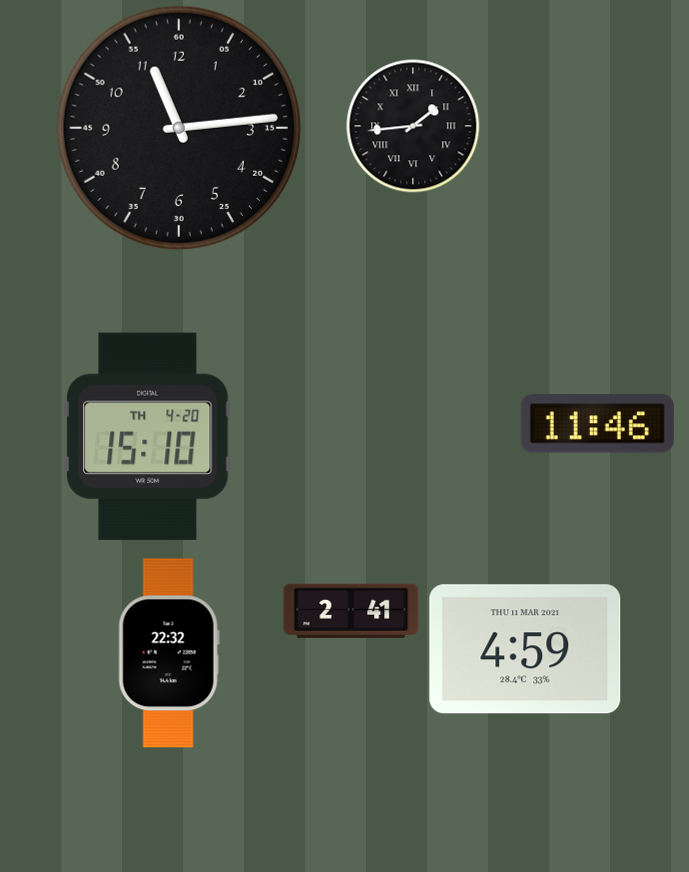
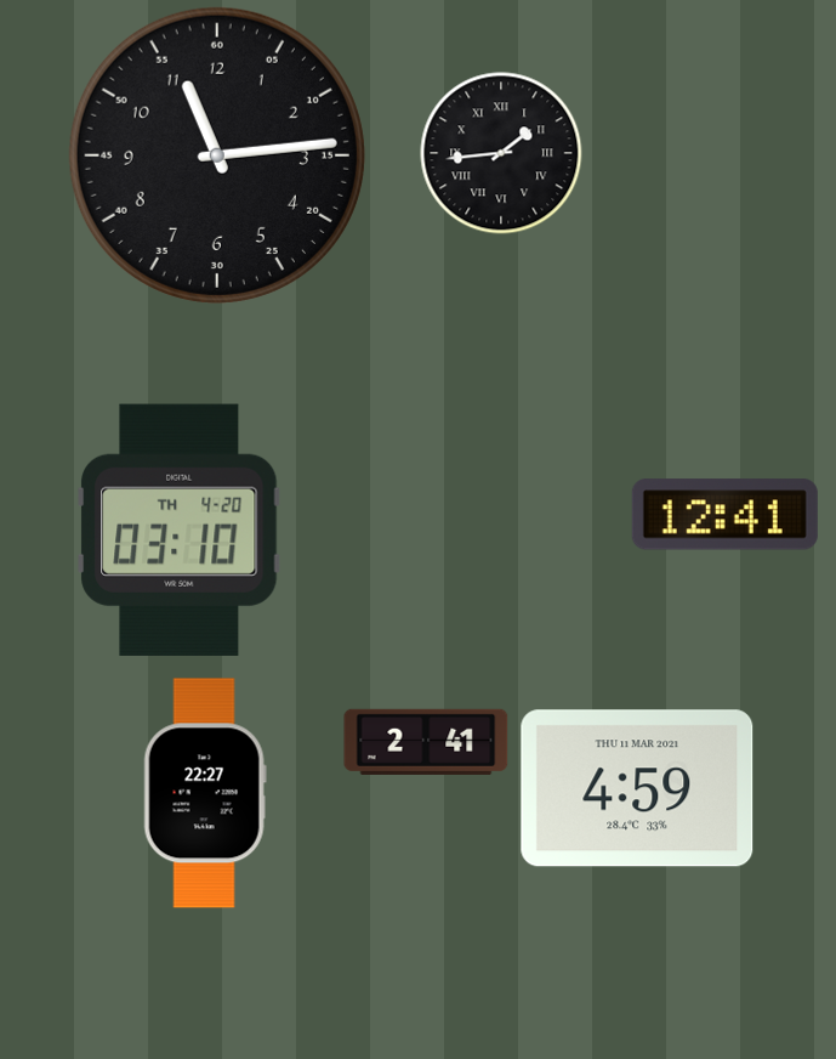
clock at (597, 424): 11:46 -> 12:41
clock at (148, 436): 15:10 -> 03:10
clock at (169, 653): 22:32 -> 22:27
